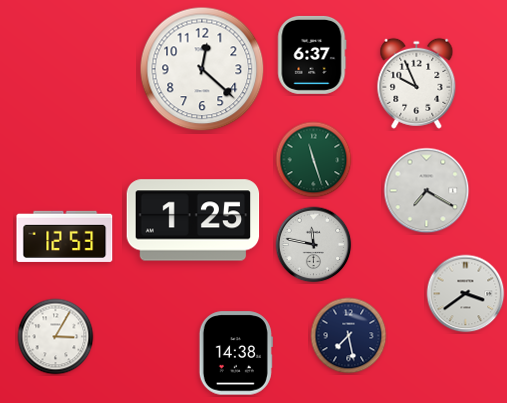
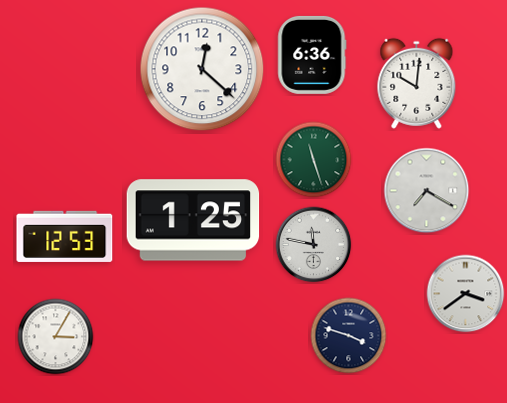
clock at (312, 55): 6:37 -> 6:36
clock at (417, 83): 9:56 -> 10:01
clock at (349, 336): 7:28 -> 3:48
clock at (236, 353): 14:38 -> none
